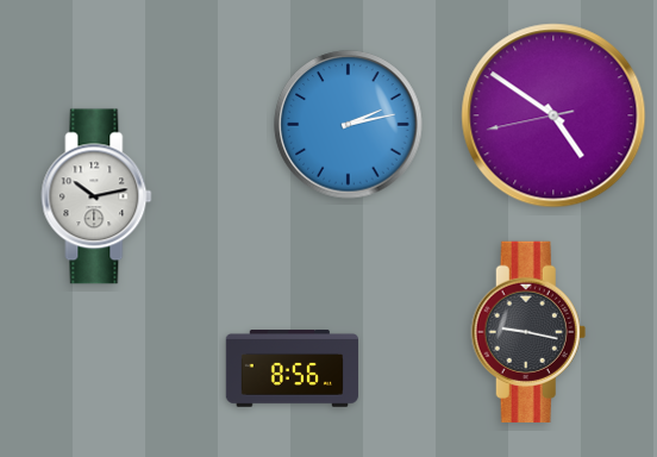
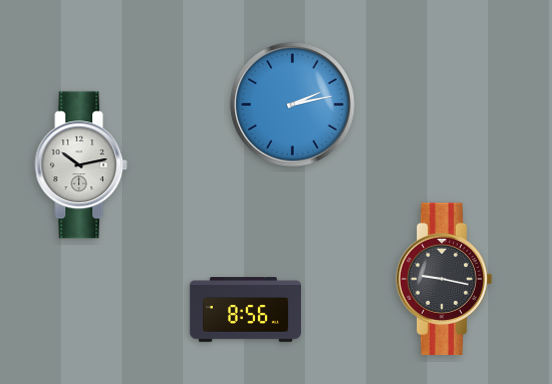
clock at (553, 115): 4:50 -> none
